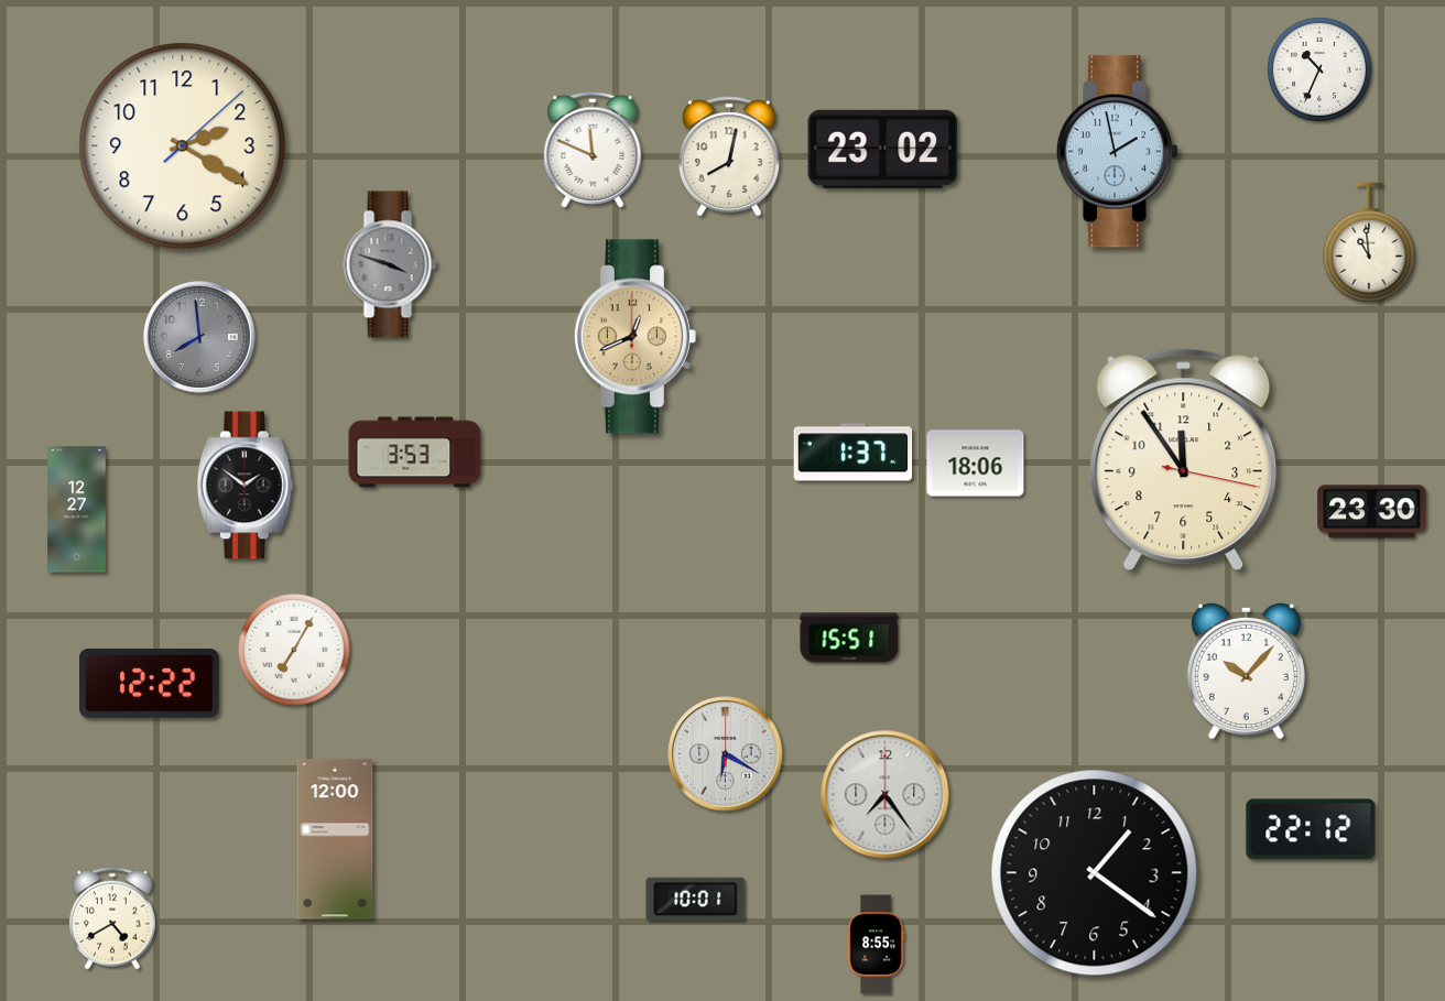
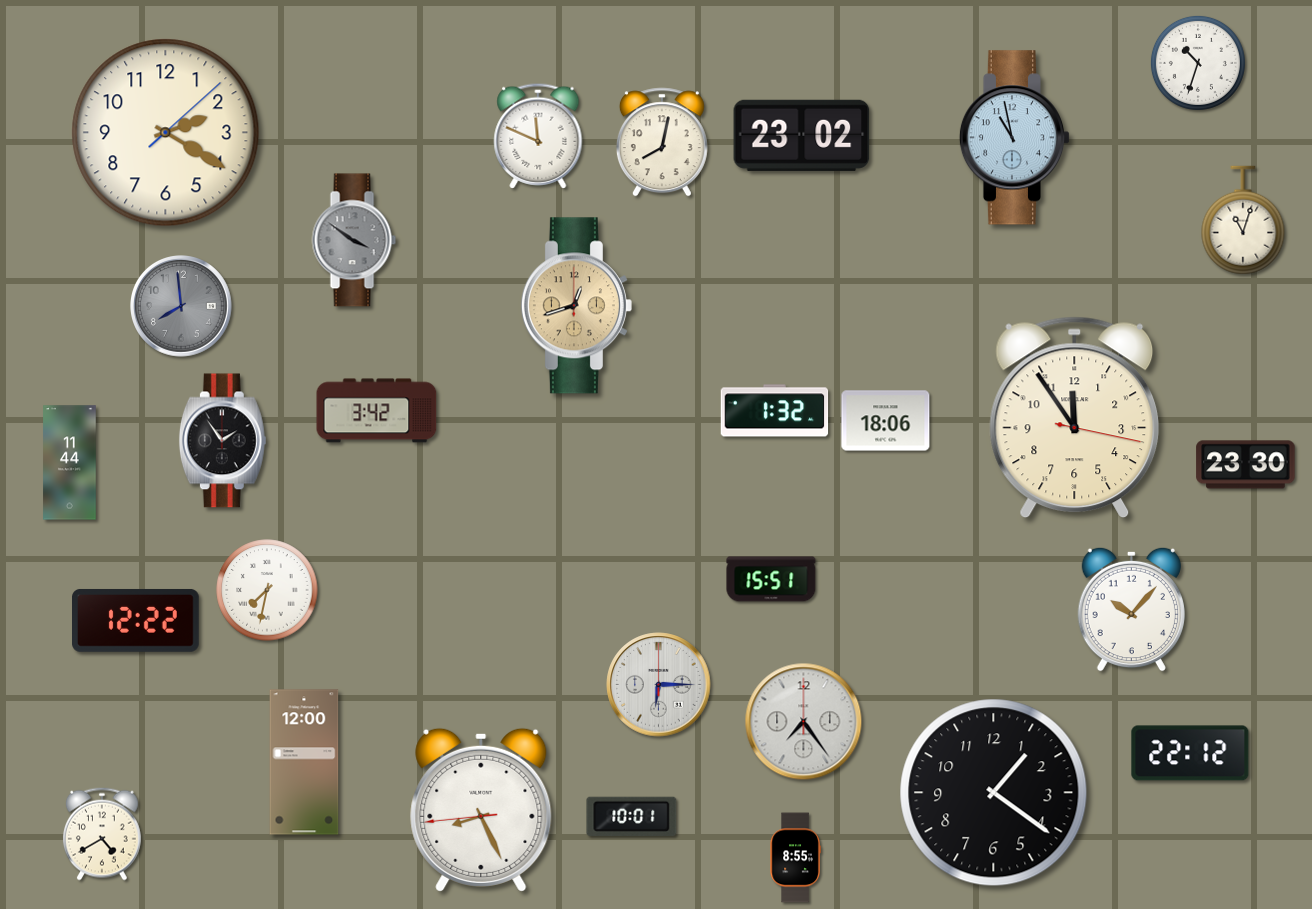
clock at (1319, 69): 10:34 -> 10:33
clock at (1118, 152): 1:58 -> 10:58
clock at (1369, 242): 10:59 -> 11:03
clock at (390, 264): 3:48 -> 3:51
clock at (634, 337): 12:41 -> 12:42
clock at (415, 453): 3:53 -> 3:42
clock at (854, 453): 1:37 -> 1:32
clock at (245, 486): 1:51 -> 1:54
clock at (77, 510): 12:27 -> 11:44
clock at (294, 650): 7:05 -> 7:32
clock at (726, 754): 6:20 -> 6:15
clock at (481, 810): none -> 8:25
